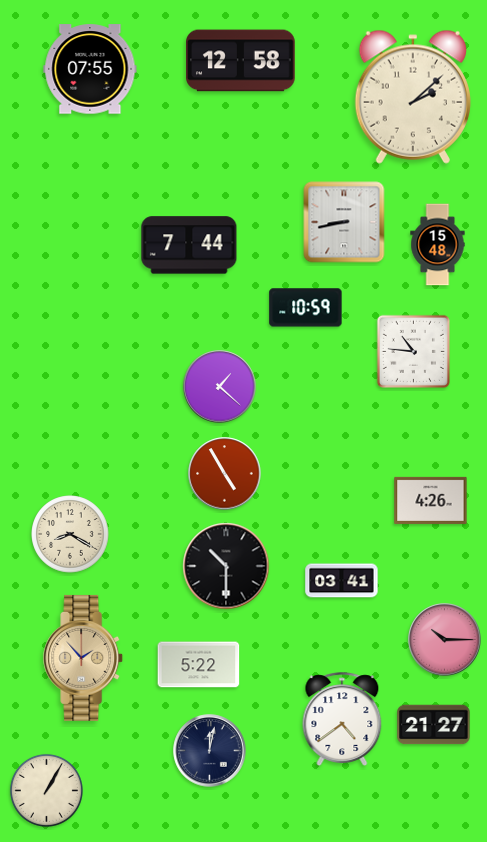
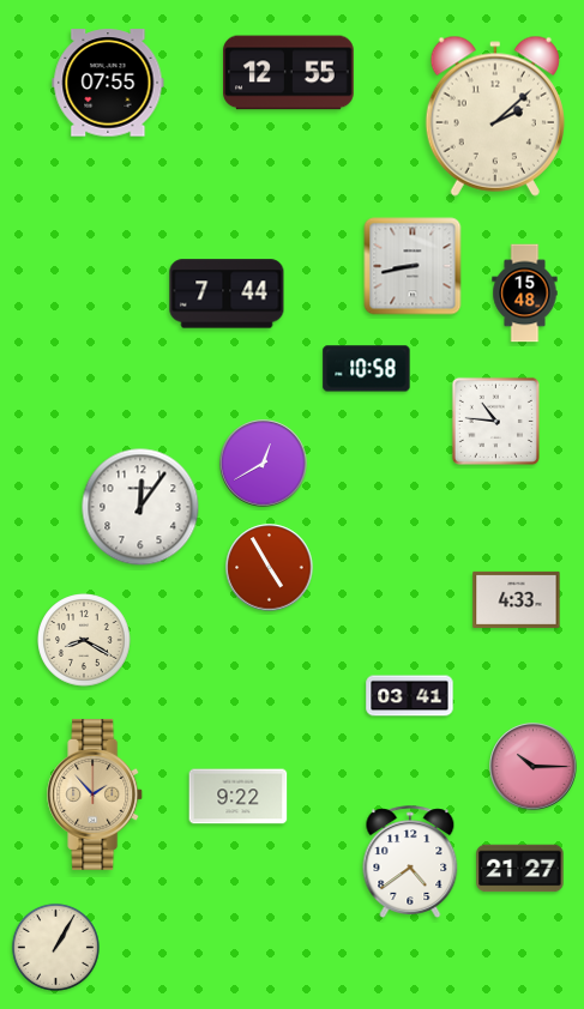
clock at (241, 61): 12:58 -> 12:55
clock at (306, 308): 10:59 -> 10:58
clock at (220, 387): 1:22 -> 12:40
clock at (140, 507): none -> 12:06
clock at (431, 500): 4:26 -> 4:33
clock at (226, 566): 10:30 -> none
clock at (84, 658) position: (84, 658) -> (96, 794)
clock at (199, 665): 5:22 -> 9:22
clock at (210, 751): 12:02 -> none
